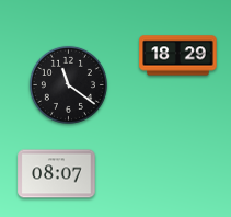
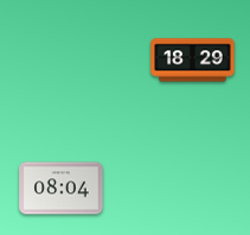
clock at (68, 84): 11:21 -> none
clock at (57, 174): 08:07 -> 08:04
